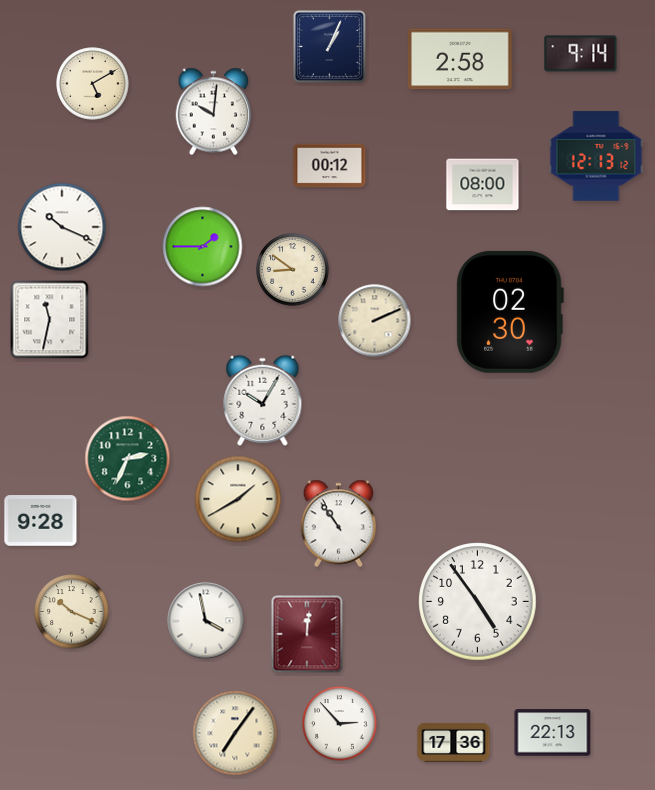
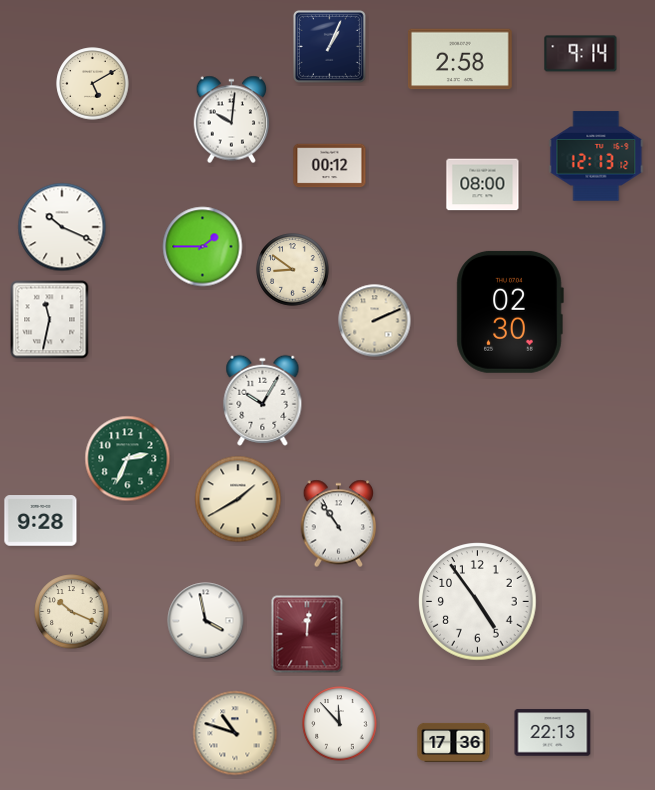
clock at (214, 112) position: (214, 112) -> (232, 120)
clock at (340, 724): 2:53 -> 11:53
clock at (235, 733): 7:06 -> 10:48
